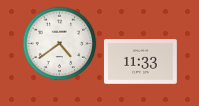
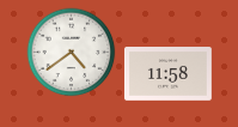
clock at (140, 62): 11:33 -> 11:58
